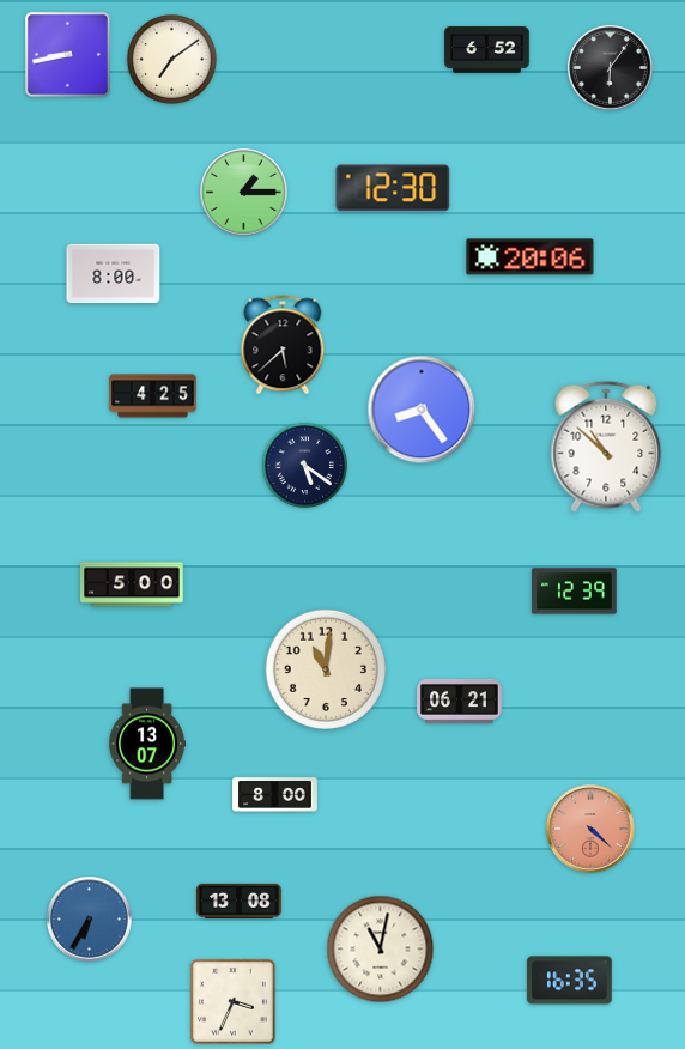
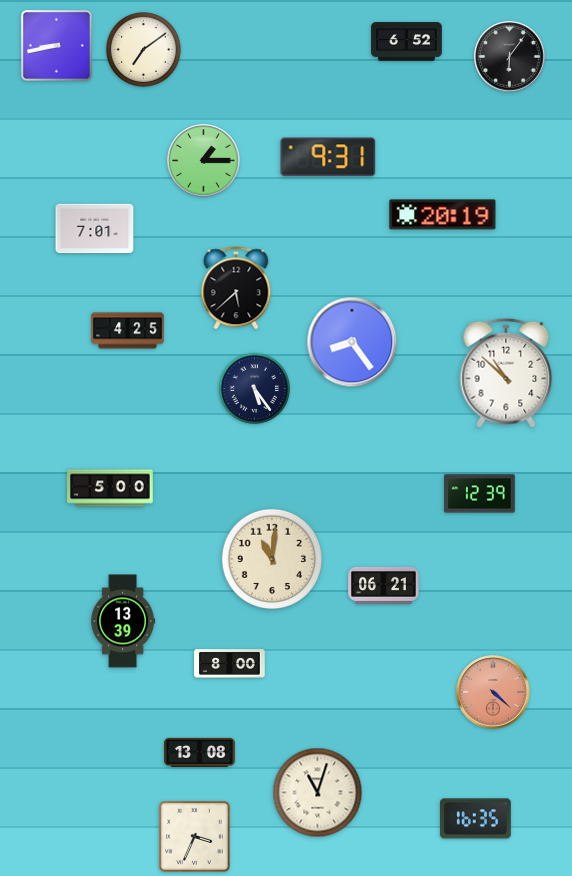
clock at (393, 188): 12:30 -> 9:31
clock at (531, 257): 20:06 -> 20:19
clock at (114, 274): 8:00 -> 7:01
clock at (304, 465): 5:21 -> 5:24
clock at (147, 744): 13:07 -> 13:39
clock at (90, 920): 6:35 -> none
clock at (381, 950): 11:02 -> 11:03
